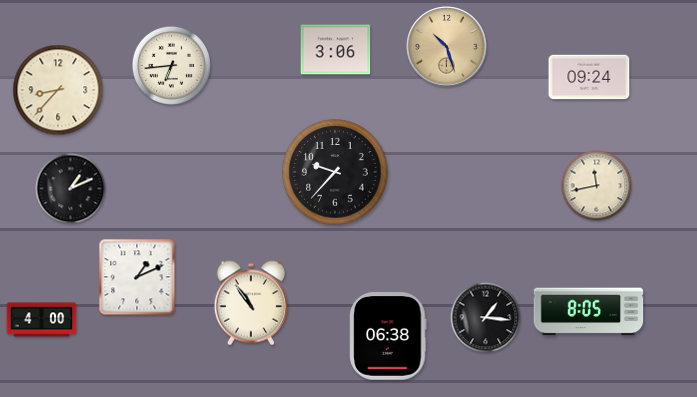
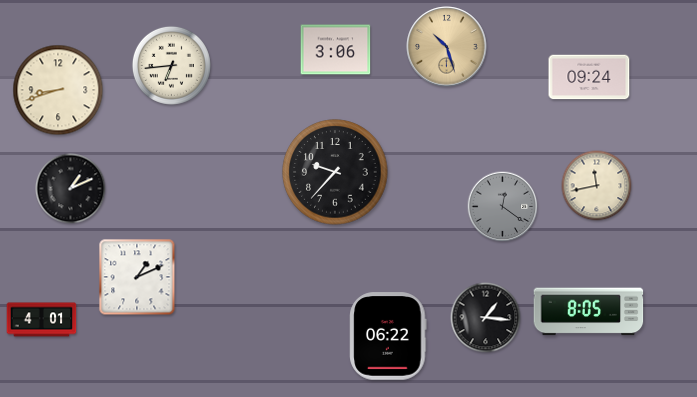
clock at (58, 90): 8:37 -> 8:42
clock at (503, 207): none -> 12:21
clock at (250, 303): 10:54 -> none
clock at (42, 320): 4:00 -> 4:01
clock at (388, 336): 06:38 -> 06:22
